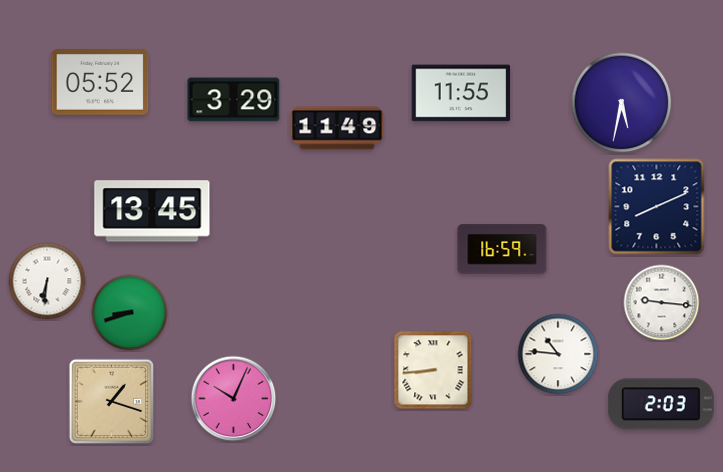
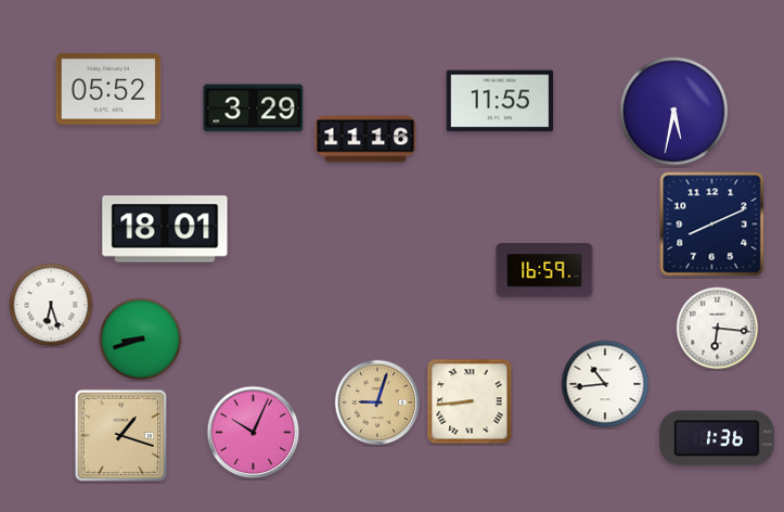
clock at (337, 128): 11:49 -> 11:16
clock at (152, 211): 13:45 -> 18:01
clock at (47, 281): 6:31 -> 6:27
clock at (662, 303): 9:16 -> 6:16
clock at (558, 354): 10:46 -> 10:44
clock at (377, 402): none -> 9:03
clock at (661, 404): 2:03 -> 1:36
